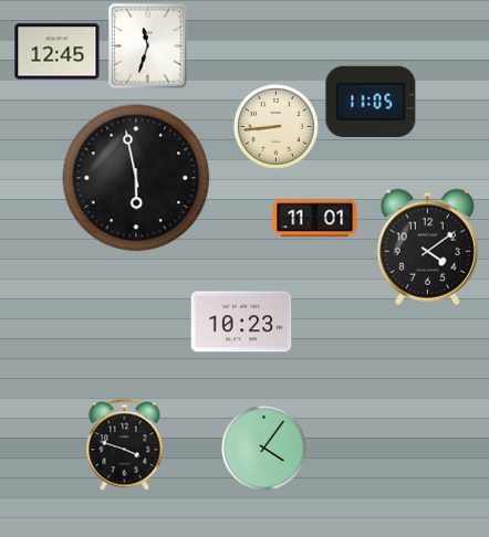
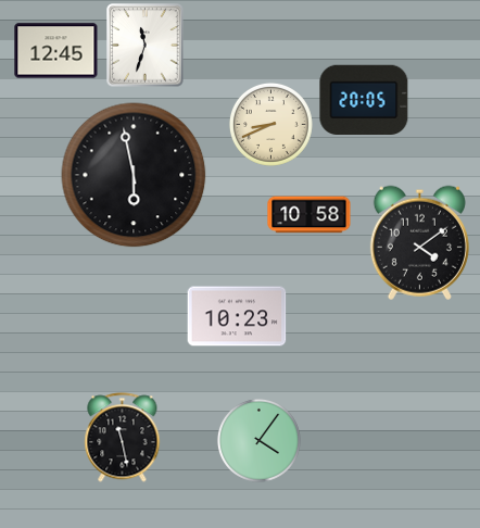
clock at (371, 101): 11:05 -> 20:05
clock at (275, 126): 8:44 -> 8:41
clock at (315, 219): 11:01 -> 10:58
clock at (125, 445): 3:48 -> 11:28
